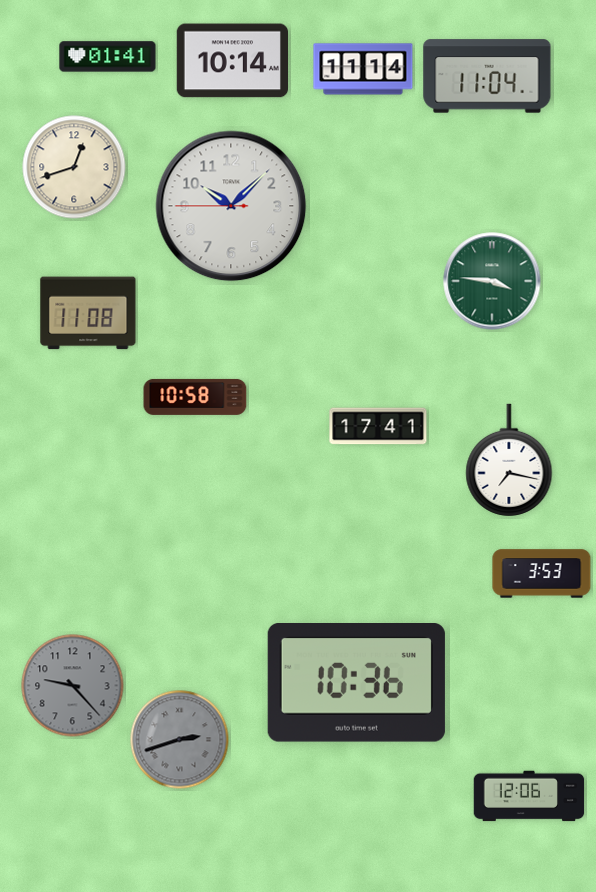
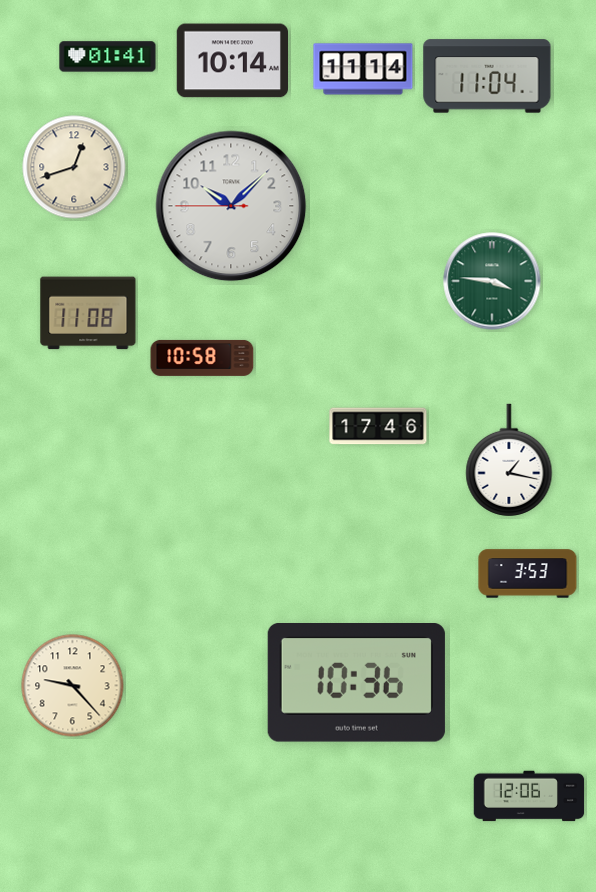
clock at (195, 397) position: (195, 397) -> (202, 358)
clock at (378, 426): 17:41 -> 17:46
clock at (509, 460): 7:17 -> 1:17
clock at (542, 574) position: (542, 574) -> (528, 574)
clock at (73, 686) dial: grey -> cream
clock at (180, 740): 2:42 -> none
